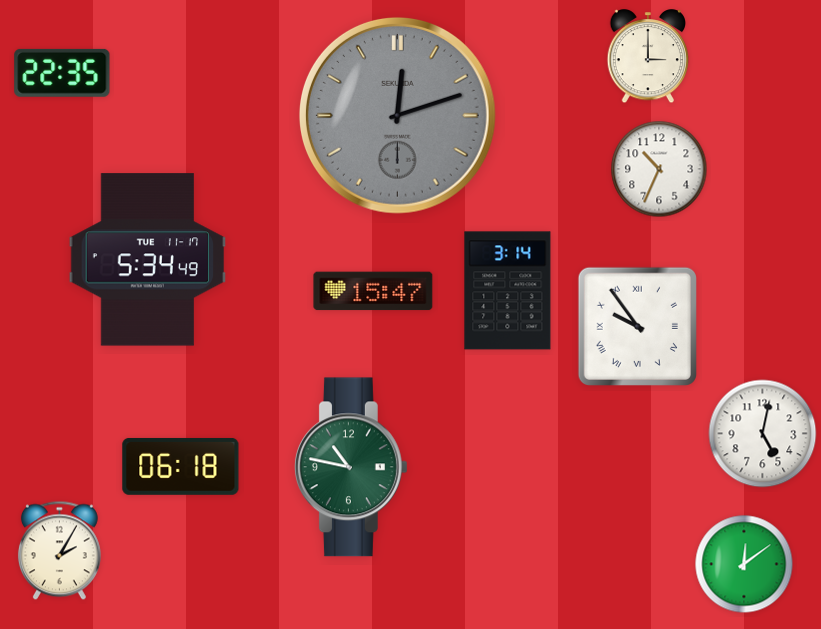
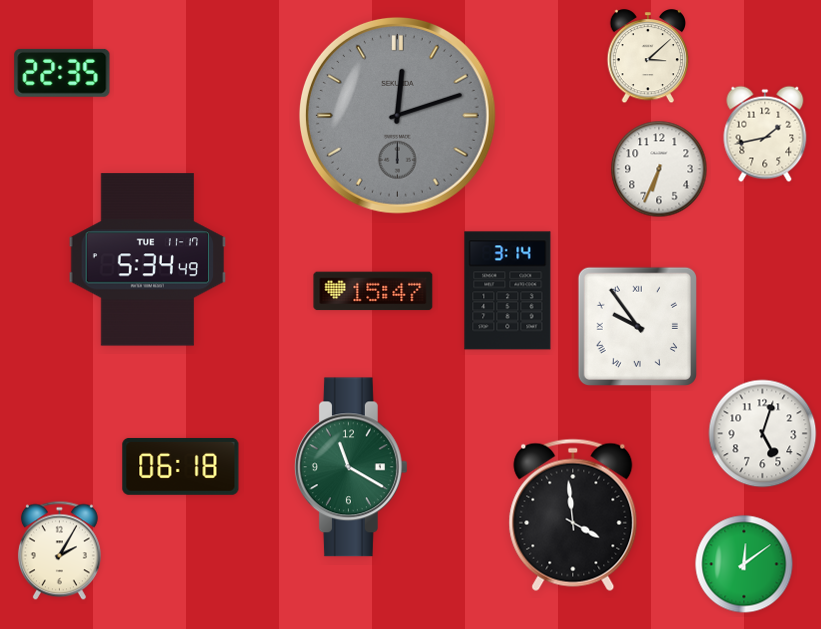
clock at (648, 57): 3:00 -> 3:08
clock at (765, 134): none -> 1:43
clock at (659, 169): 10:34 -> 6:34
clock at (763, 434): 5:02 -> 5:03
clock at (351, 467): 10:47 -> 11:20
clock at (573, 515): none -> 3:59
